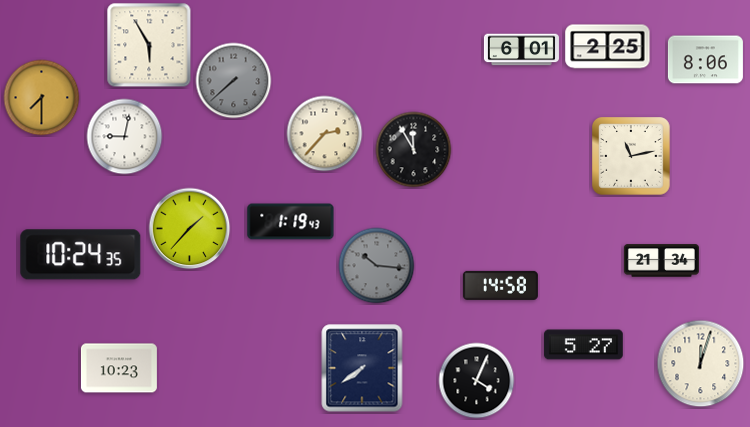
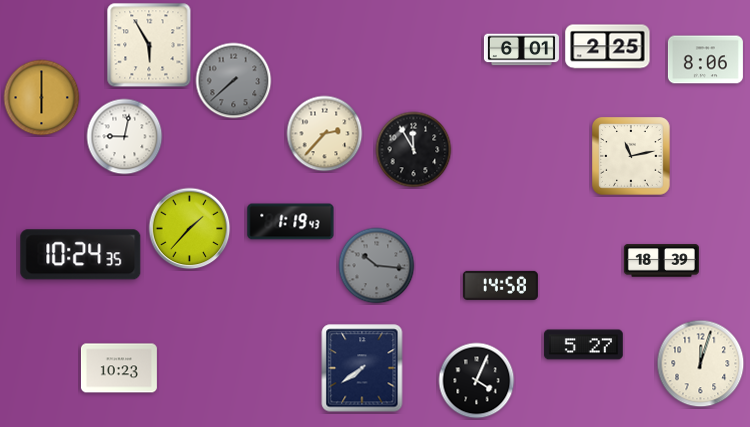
clock at (42, 98): 7:30 -> 6:00
clock at (661, 261): 21:34 -> 18:39
